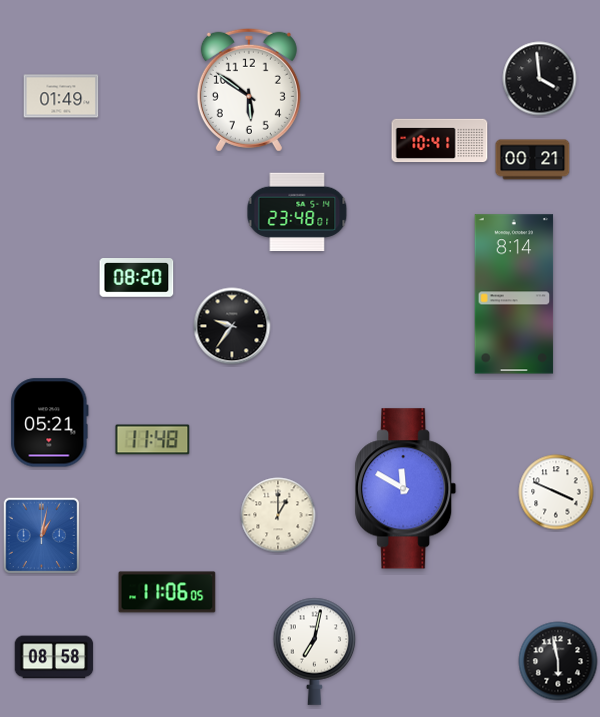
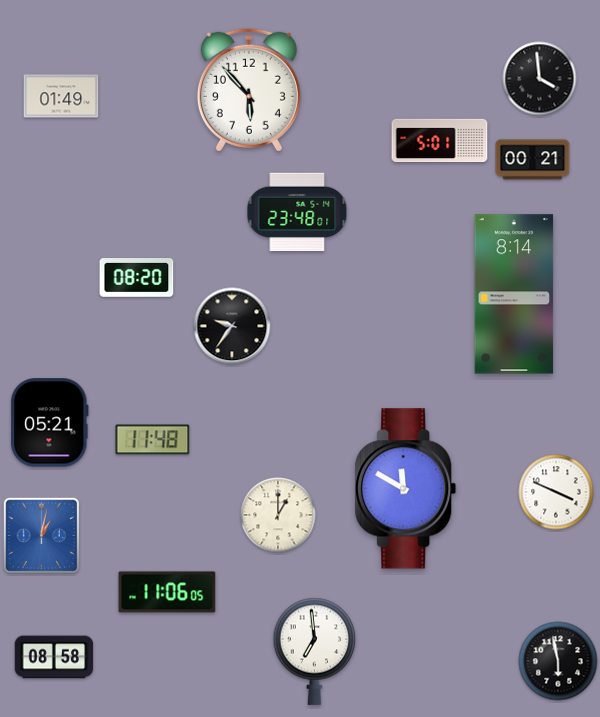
clock at (249, 90): 5:51 -> 5:53
clock at (440, 141): 10:41 -> 5:01
clock at (315, 651): 7:02 -> 6:59
